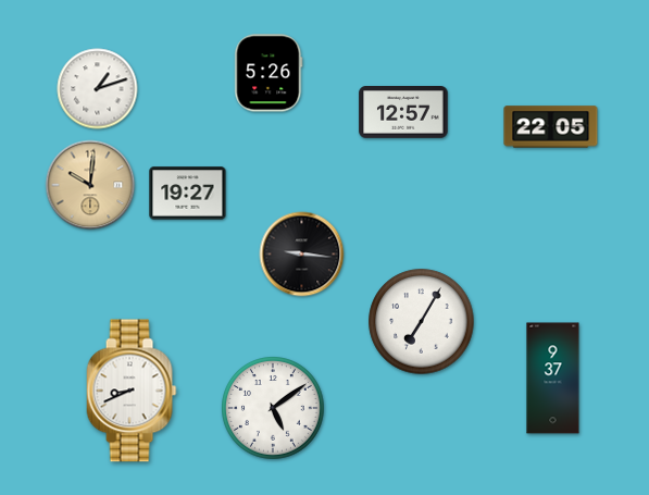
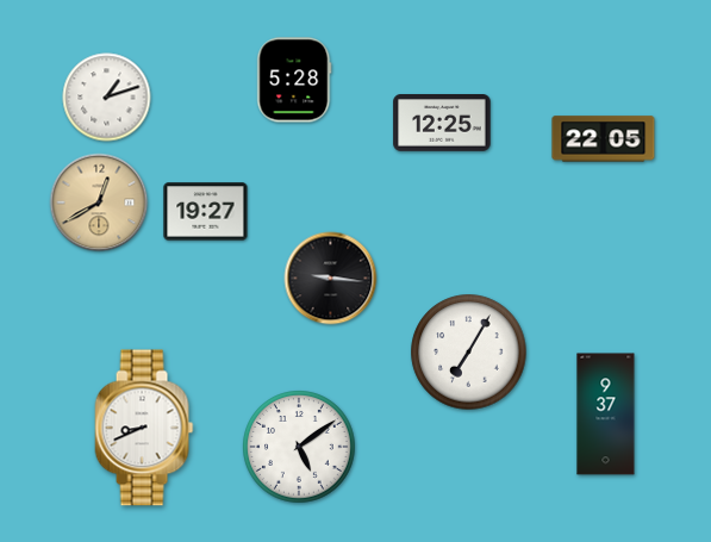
clock at (269, 73): 5:26 -> 5:28
clock at (403, 112): 12:57 -> 12:25
clock at (90, 185): 10:01 -> 12:40
clock at (422, 322) position: (422, 322) -> (469, 353)
